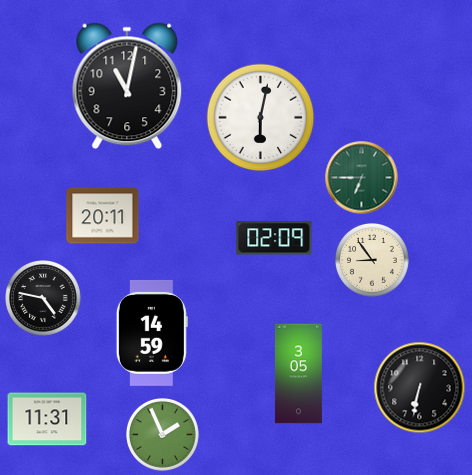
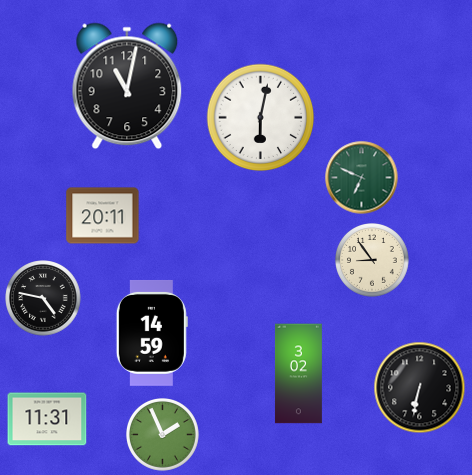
clock at (362, 178): 6:45 -> 6:49
clock at (274, 238): 02:09 -> none
clock at (298, 374): 3:05 -> 3:02
